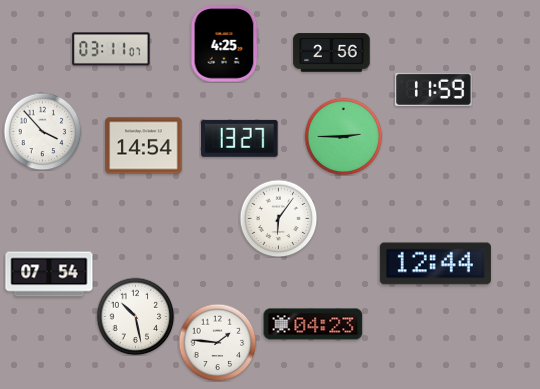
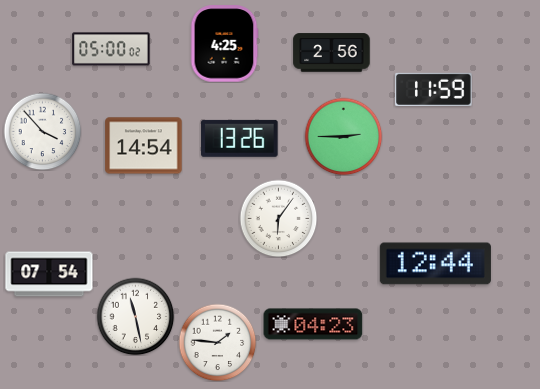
clock at (111, 49): 03:11 -> 05:00
clock at (240, 138): 13:27 -> 13:26
clock at (135, 316): 10:28 -> 11:28
